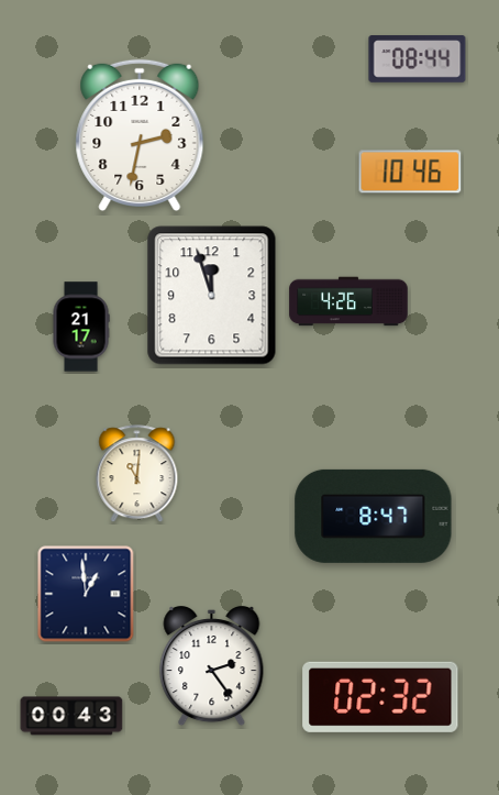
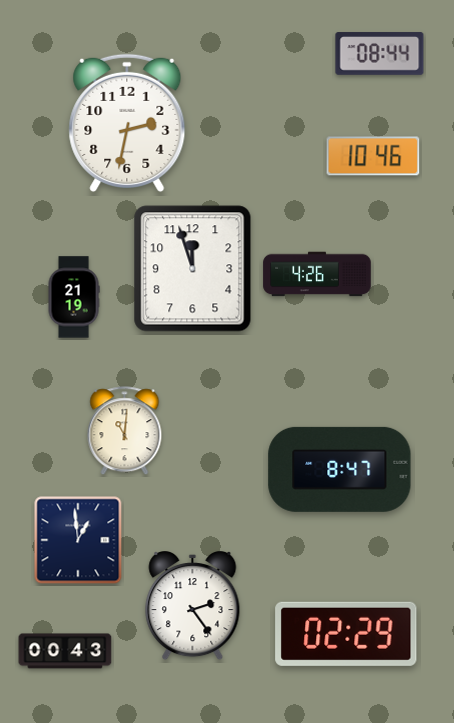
clock at (81, 327): 21:17 -> 21:19
clock at (380, 697): 02:32 -> 02:29
